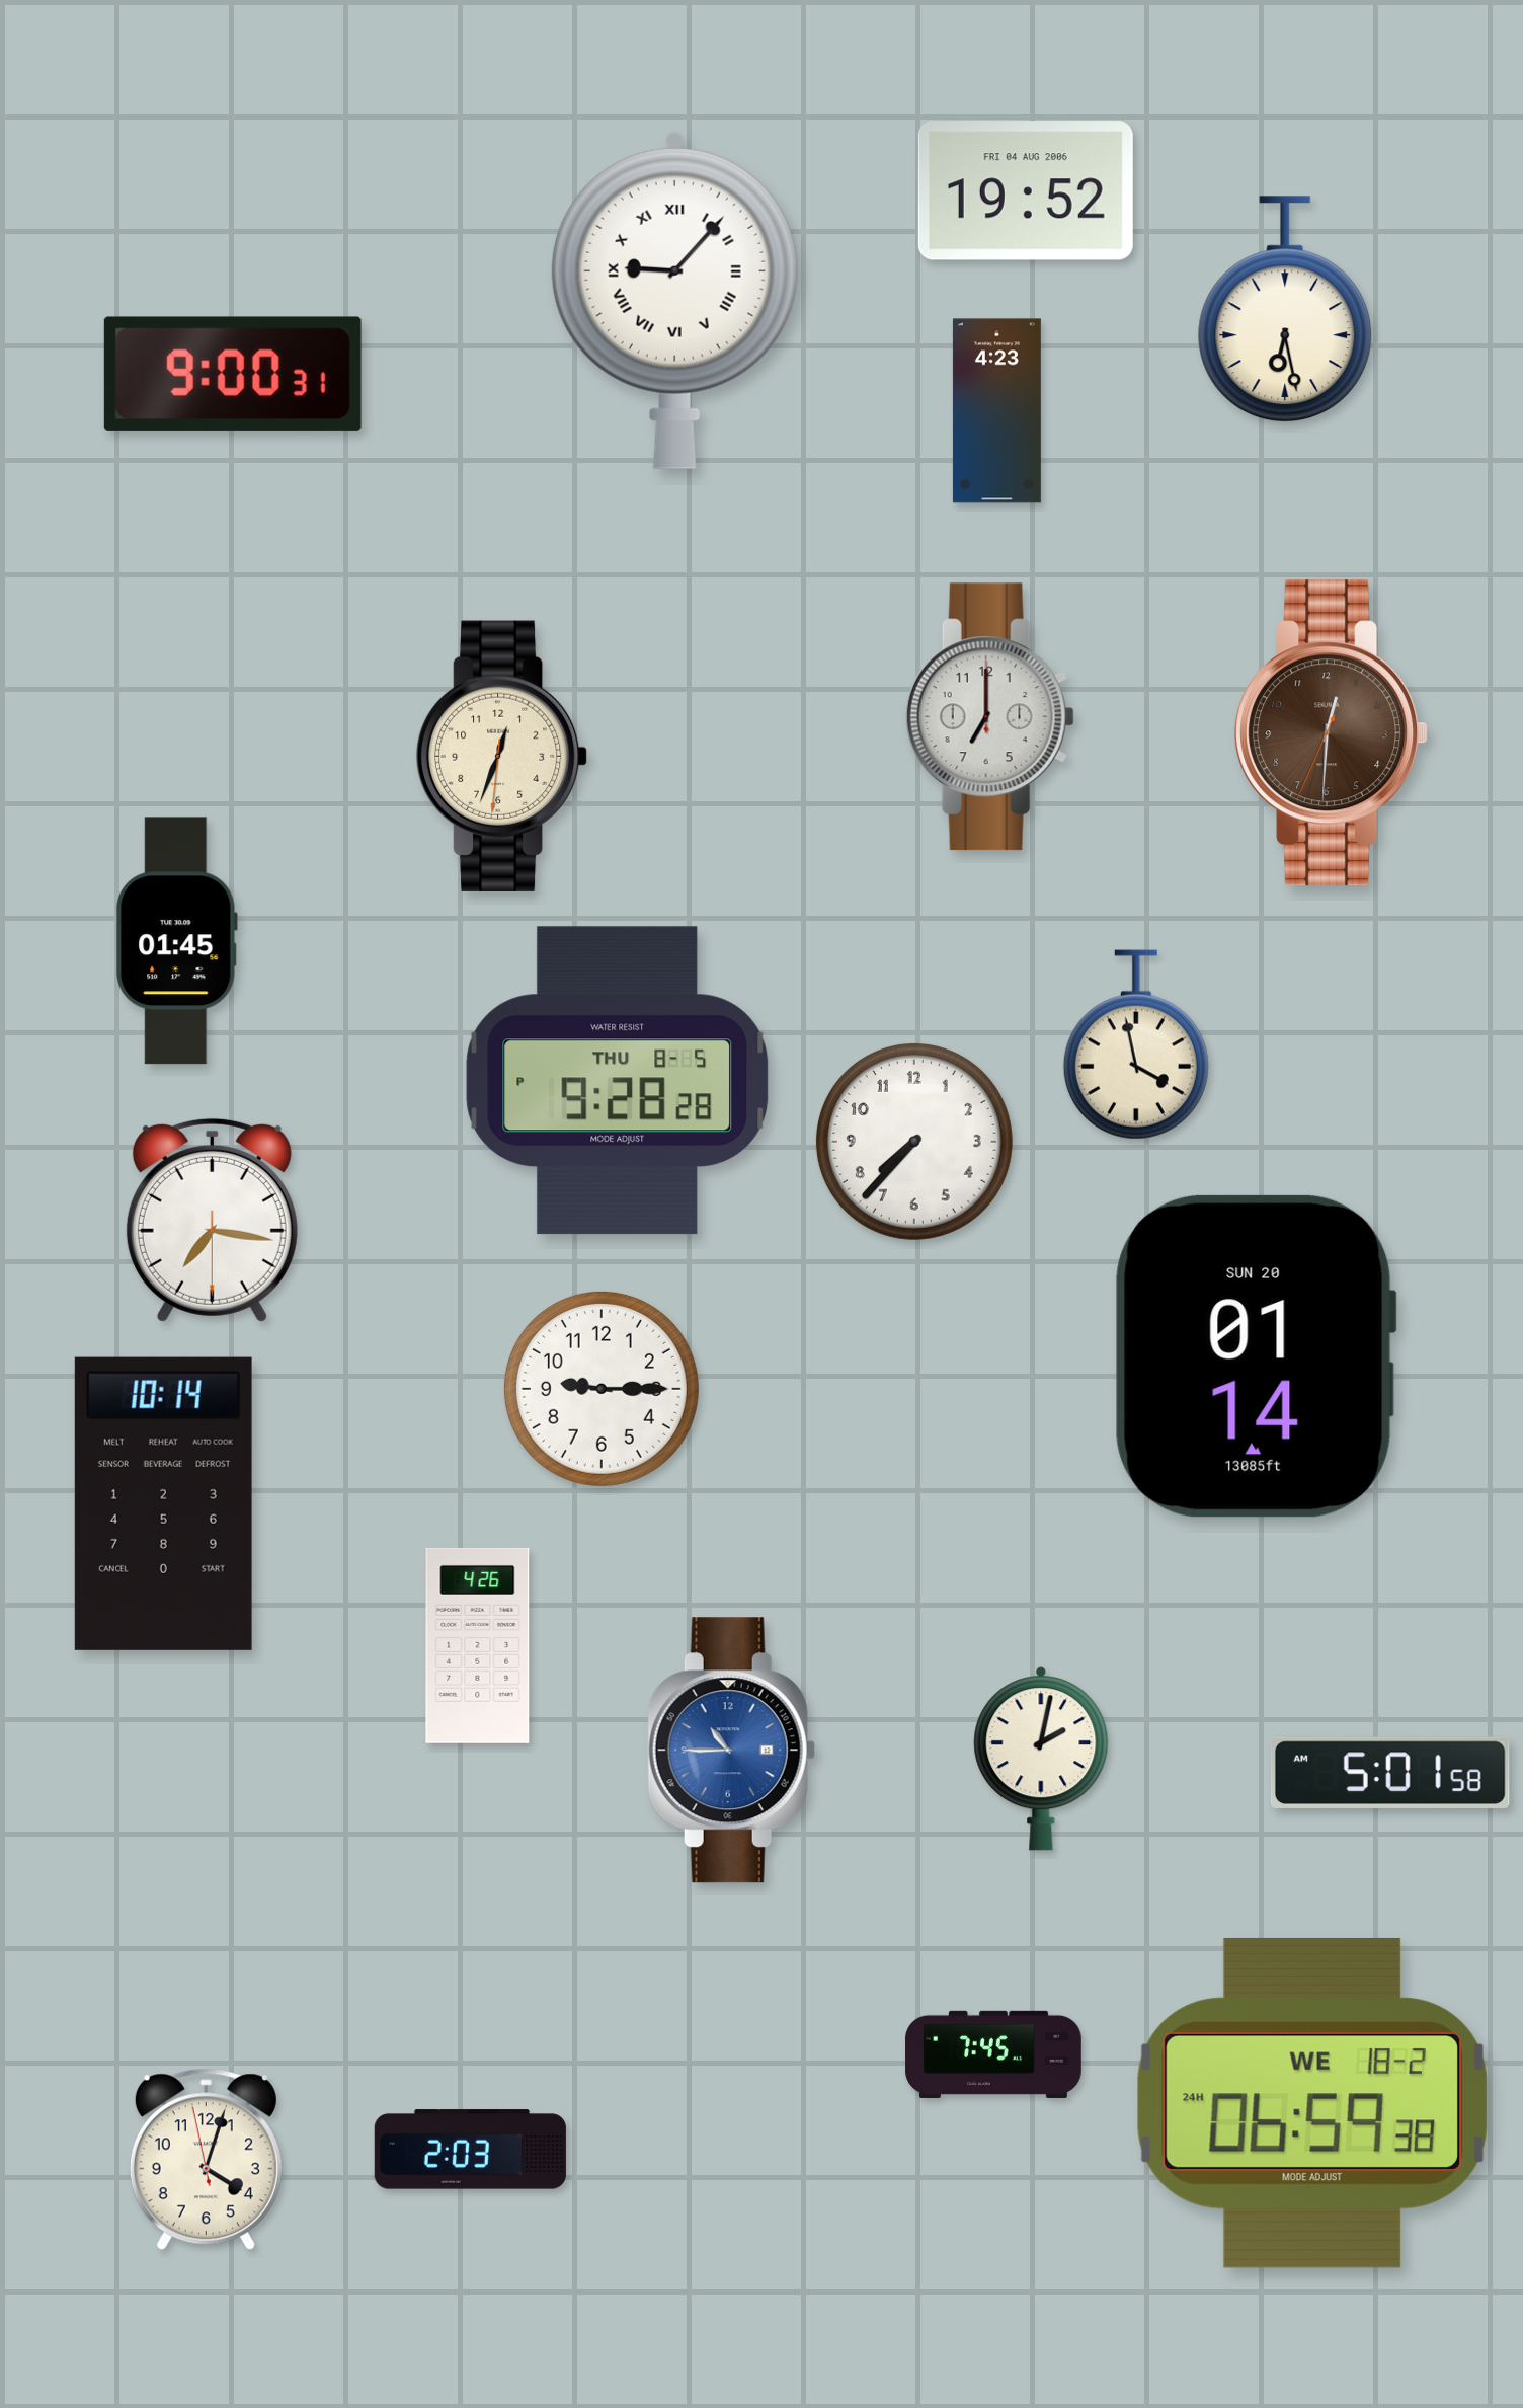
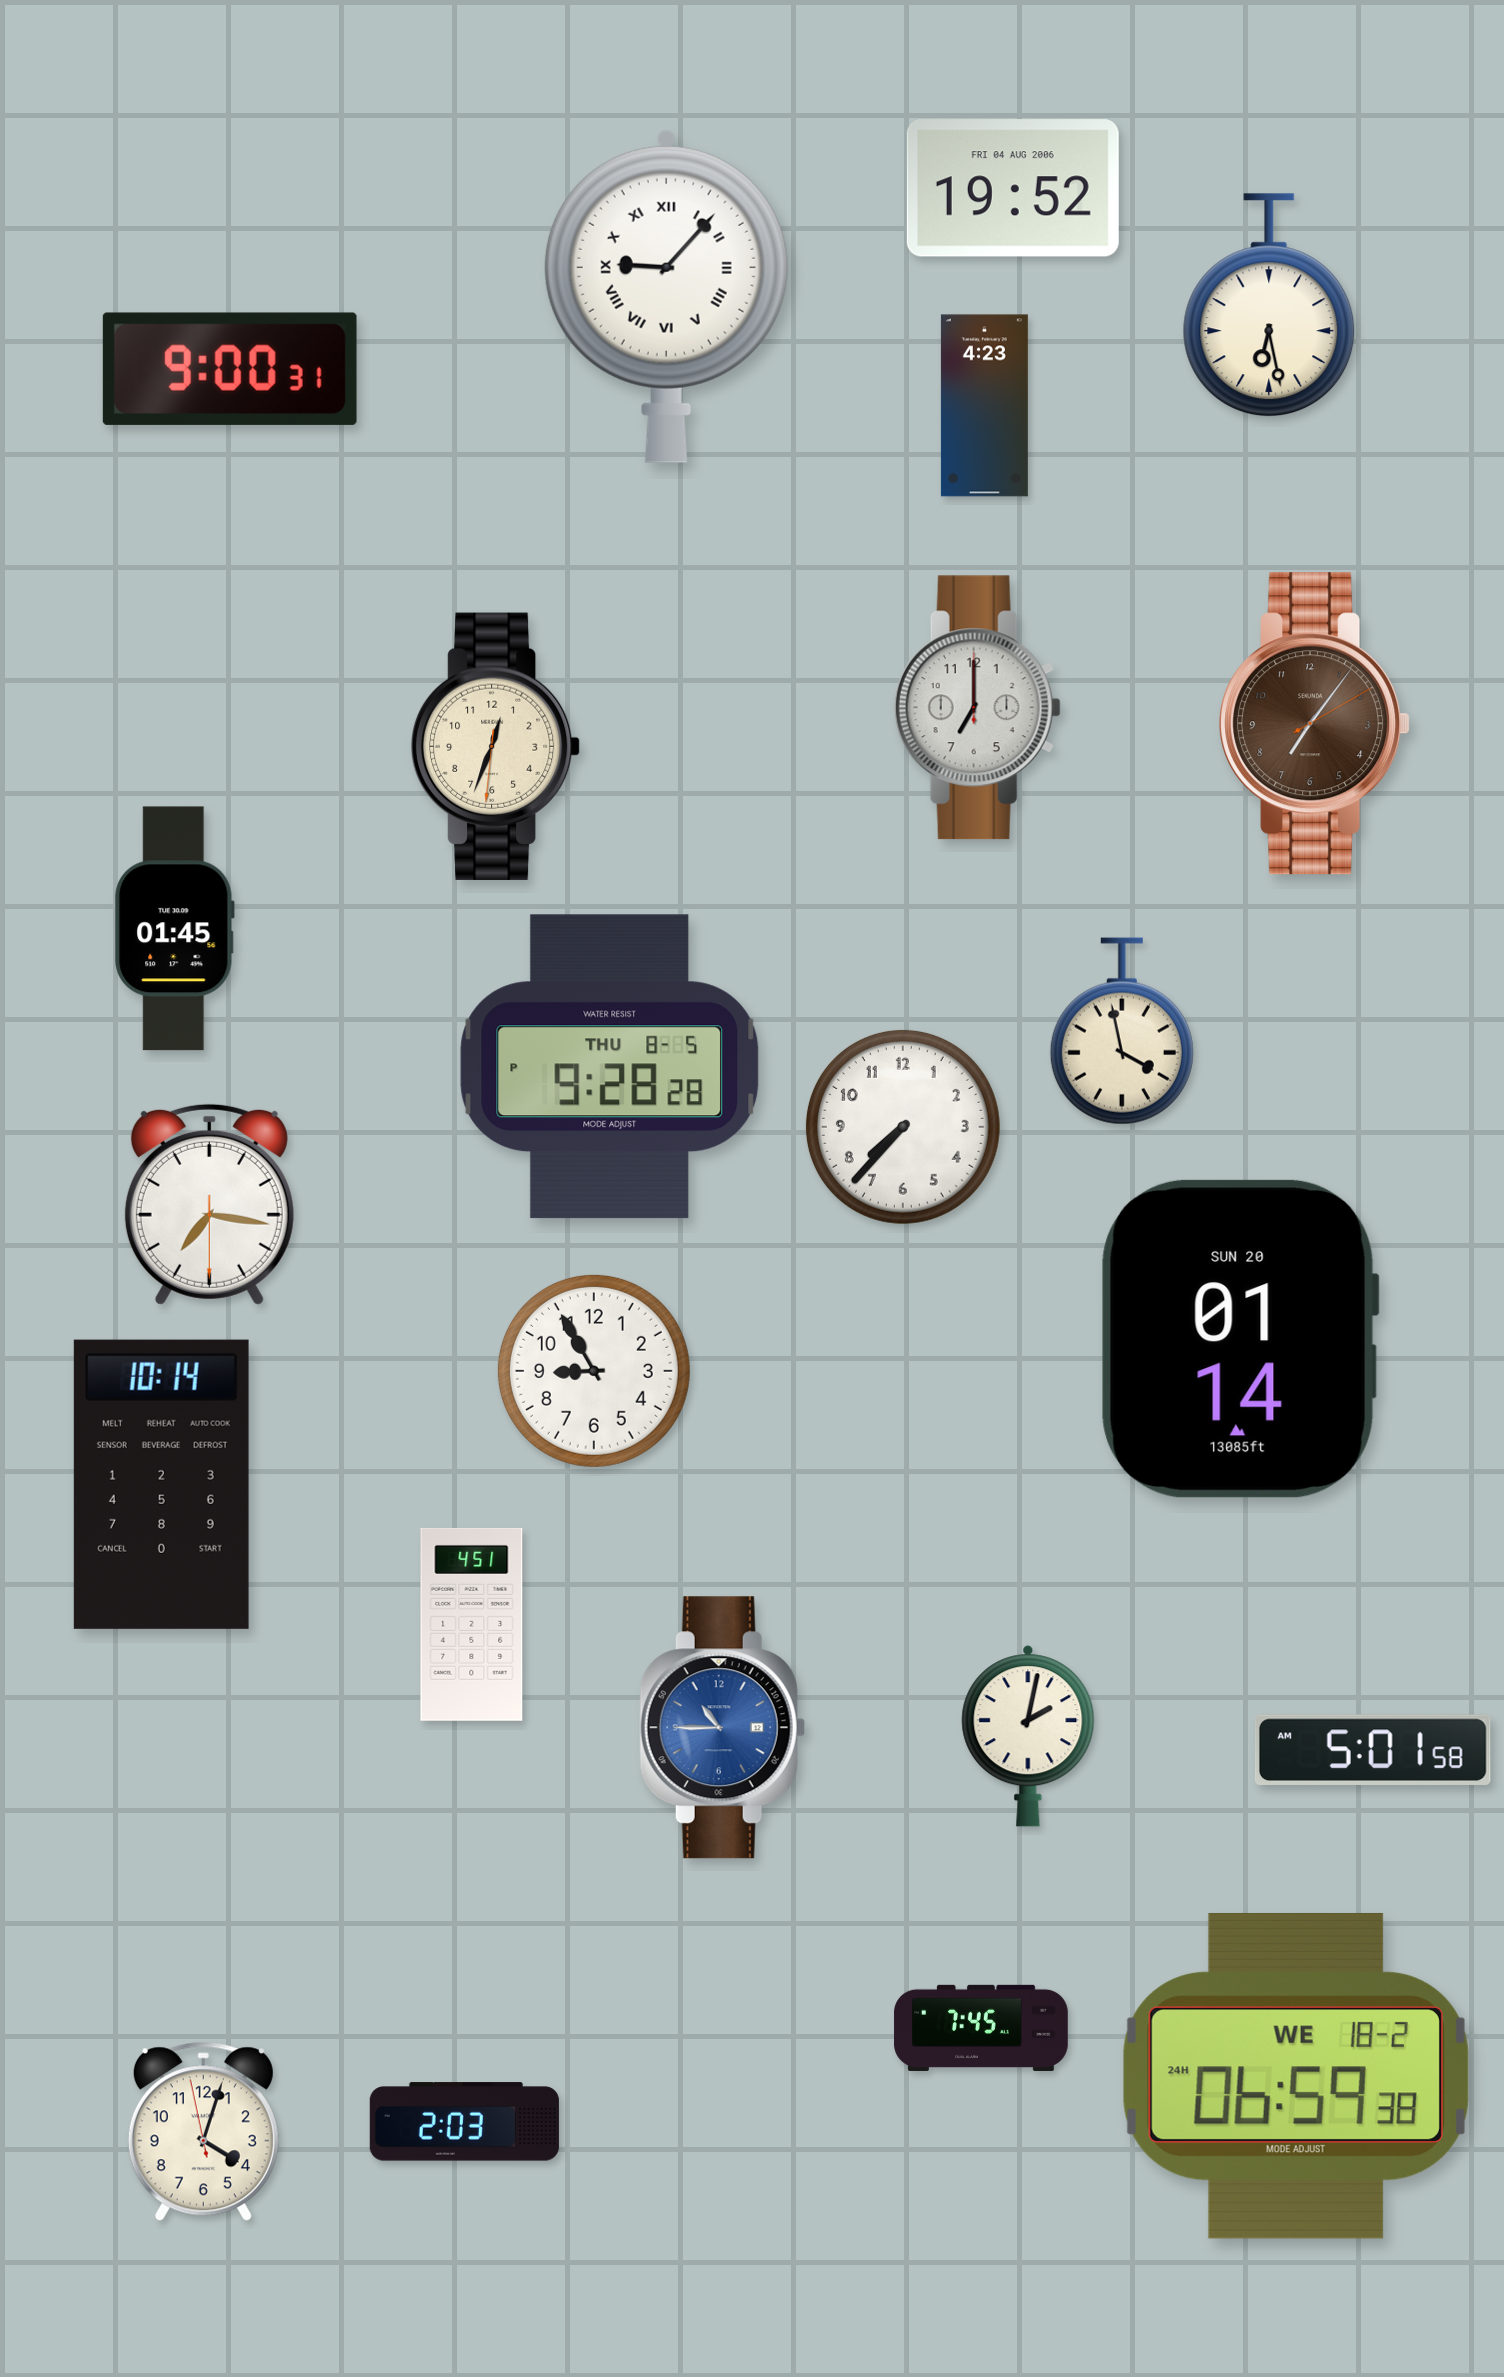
clock at (1332, 733): 12:30 -> 7:06
clock at (602, 1389): 9:15 -> 8:55
clock at (478, 1645): 4:26 -> 4:51
